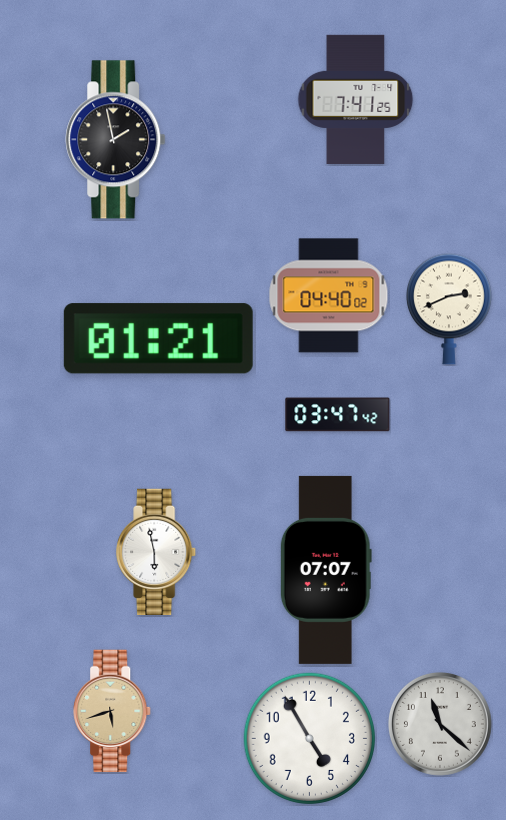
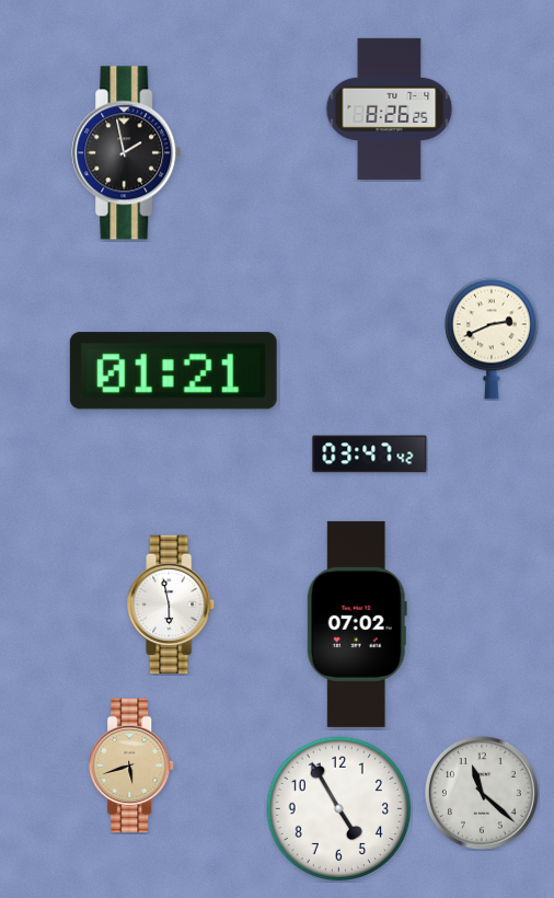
clock at (356, 99): 7:41 -> 8:26
clock at (329, 296): 04:40 -> none
clock at (326, 570): 07:07 -> 07:02
clock at (113, 711) position: (113, 711) -> (132, 765)
